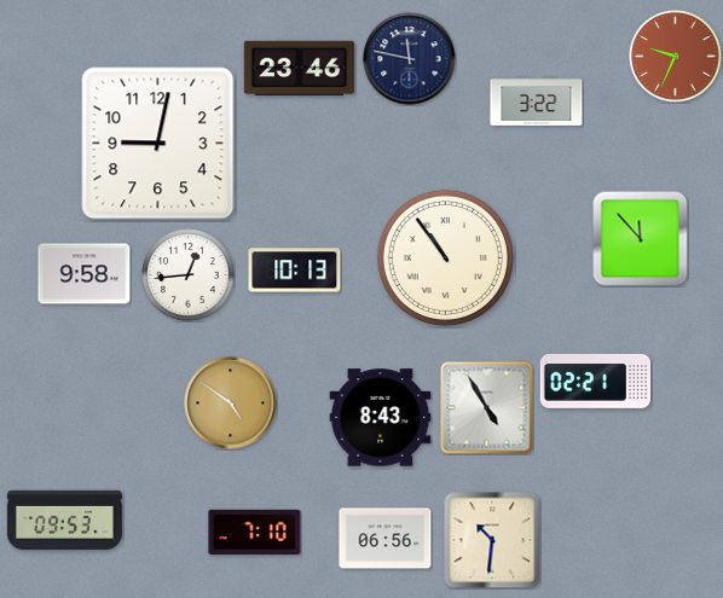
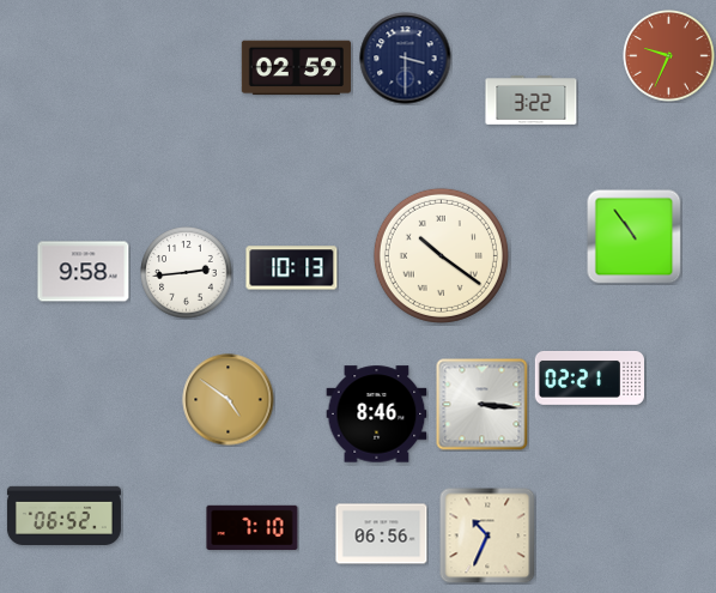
clock at (410, 59): 11:47 -> 3:30
clock at (299, 69): 23:46 -> 02:59
clock at (158, 144): 9:02 -> none
clock at (640, 238): 11:53 -> 10:54
clock at (445, 257): 10:54 -> 10:21
clock at (189, 275): 12:44 -> 2:44
clock at (487, 408): 4:55 -> 3:16
clock at (381, 418): 8:43 -> 8:46
clock at (64, 519): 09:53 -> 06:52
clock at (492, 540): 10:31 -> 10:34
